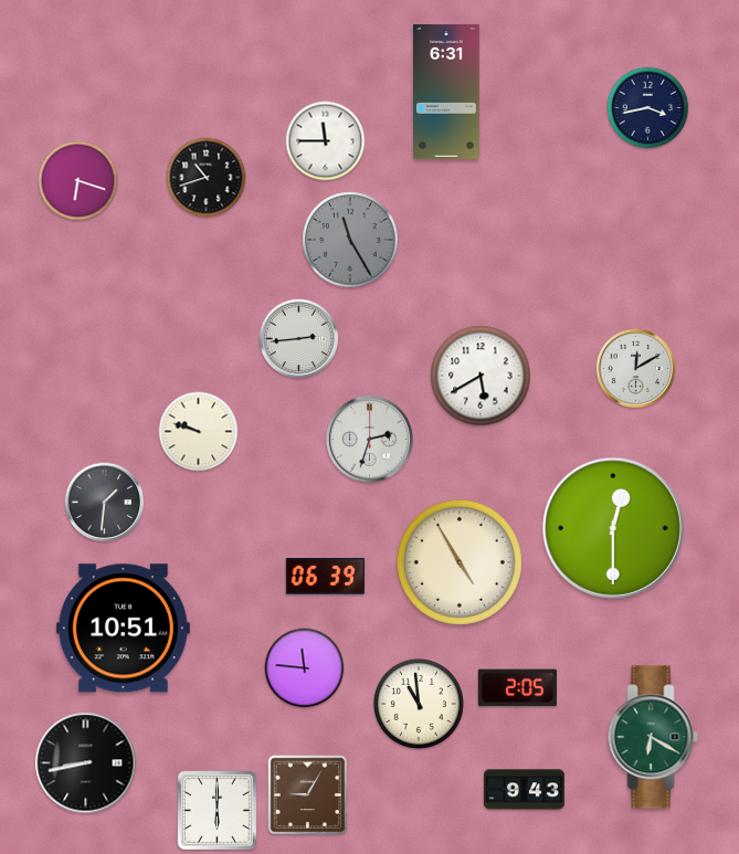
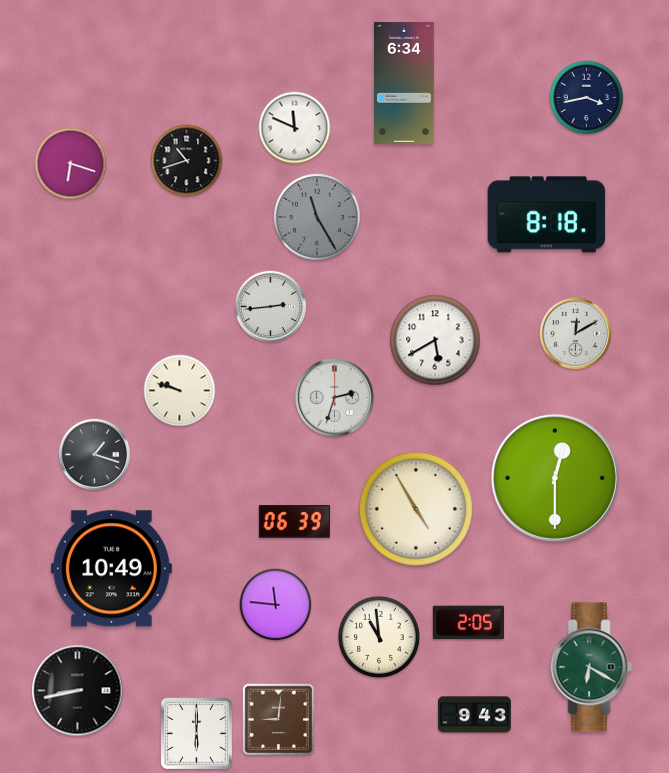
clock at (446, 92): 6:31 -> 6:34
clock at (326, 141): 11:45 -> 11:49
clock at (547, 215): none -> 8:18
clock at (105, 503): 1:31 -> 1:18
clock at (123, 629): 10:51 -> 10:49
clock at (308, 795): 9:05 -> 9:01
